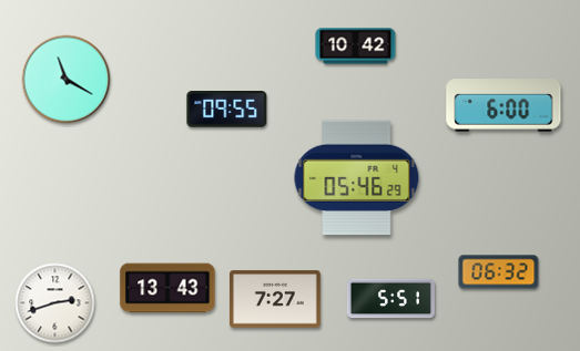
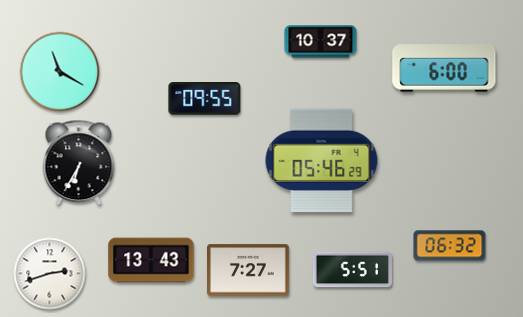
clock at (356, 47): 10:42 -> 10:37
clock at (503, 105) position: (503, 105) -> (444, 68)
clock at (79, 163): none -> 6:35
